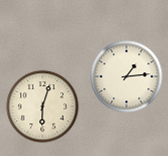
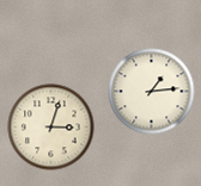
clock at (43, 107): 6:03 -> 3:03
